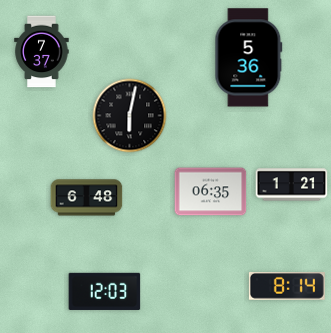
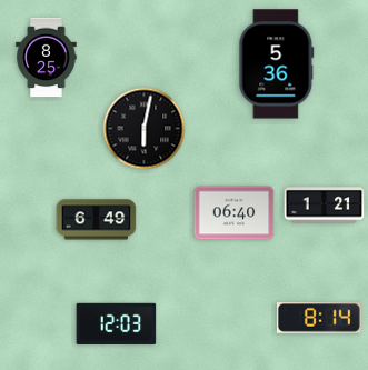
clock at (42, 52): 7:37 -> 8:25
clock at (211, 192): 06:35 -> 06:40
clock at (87, 198): 6:48 -> 6:49
